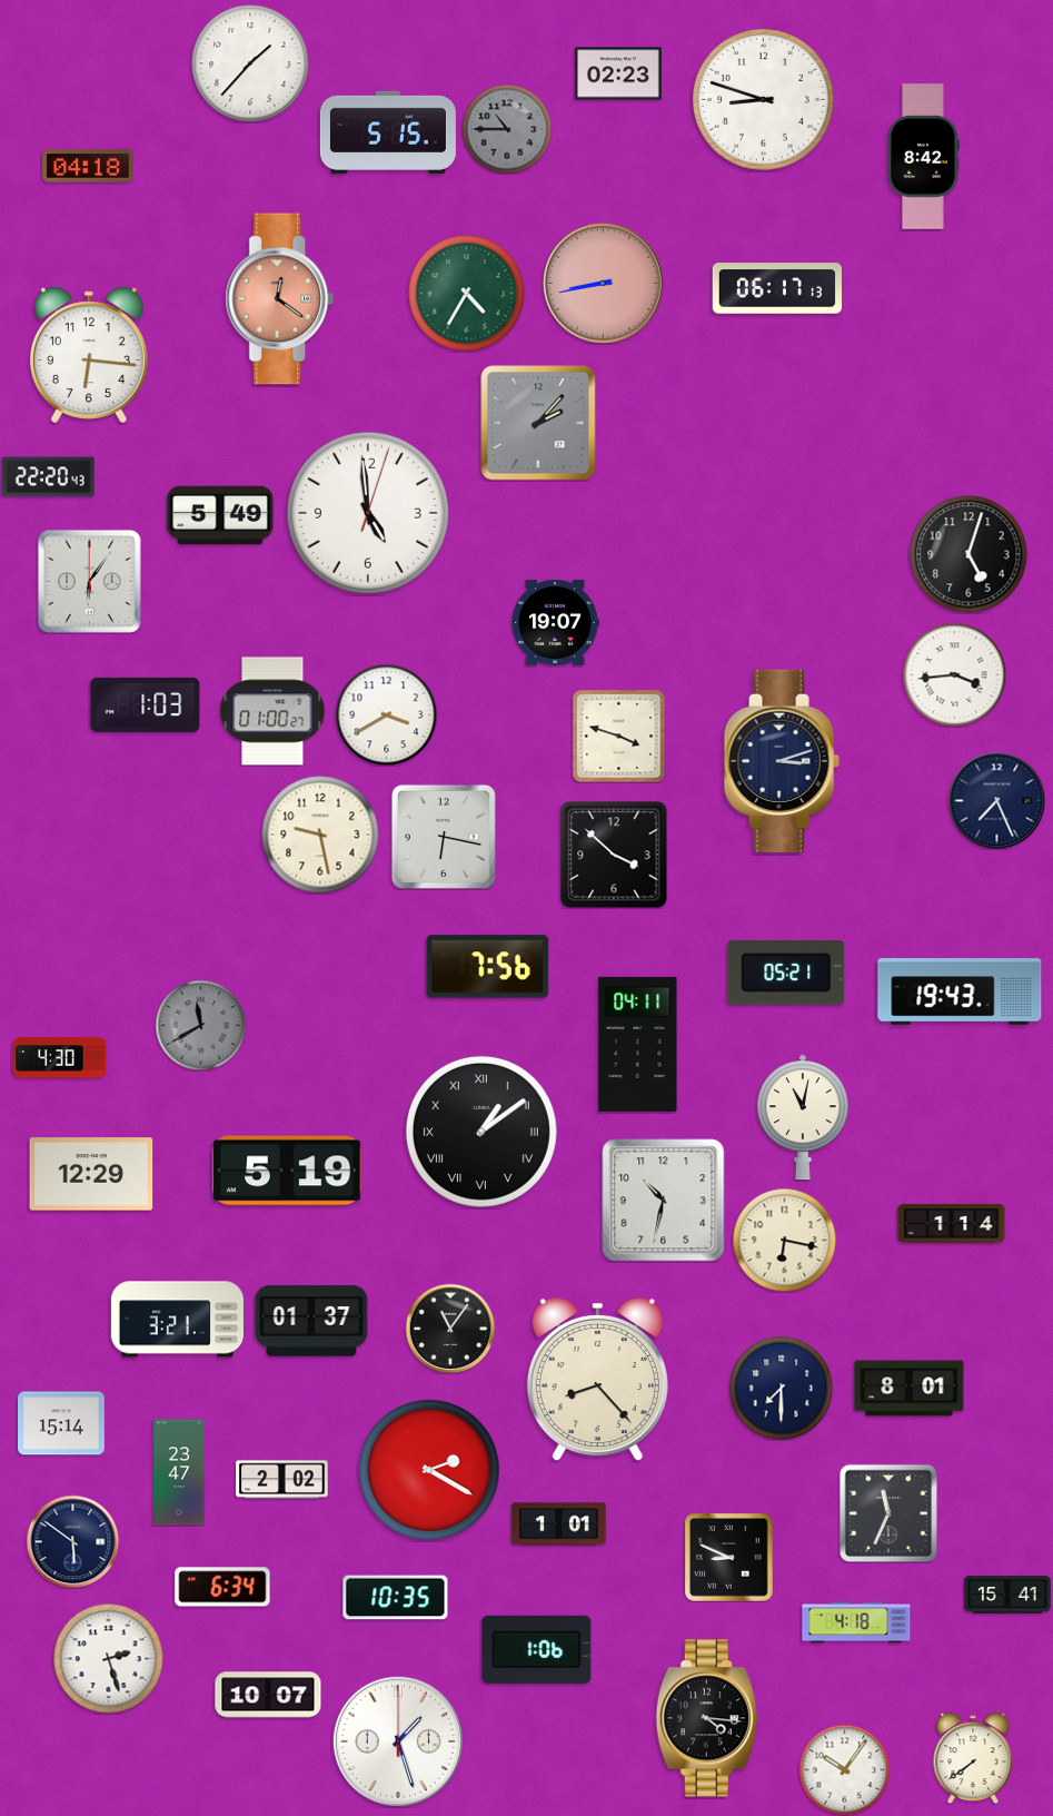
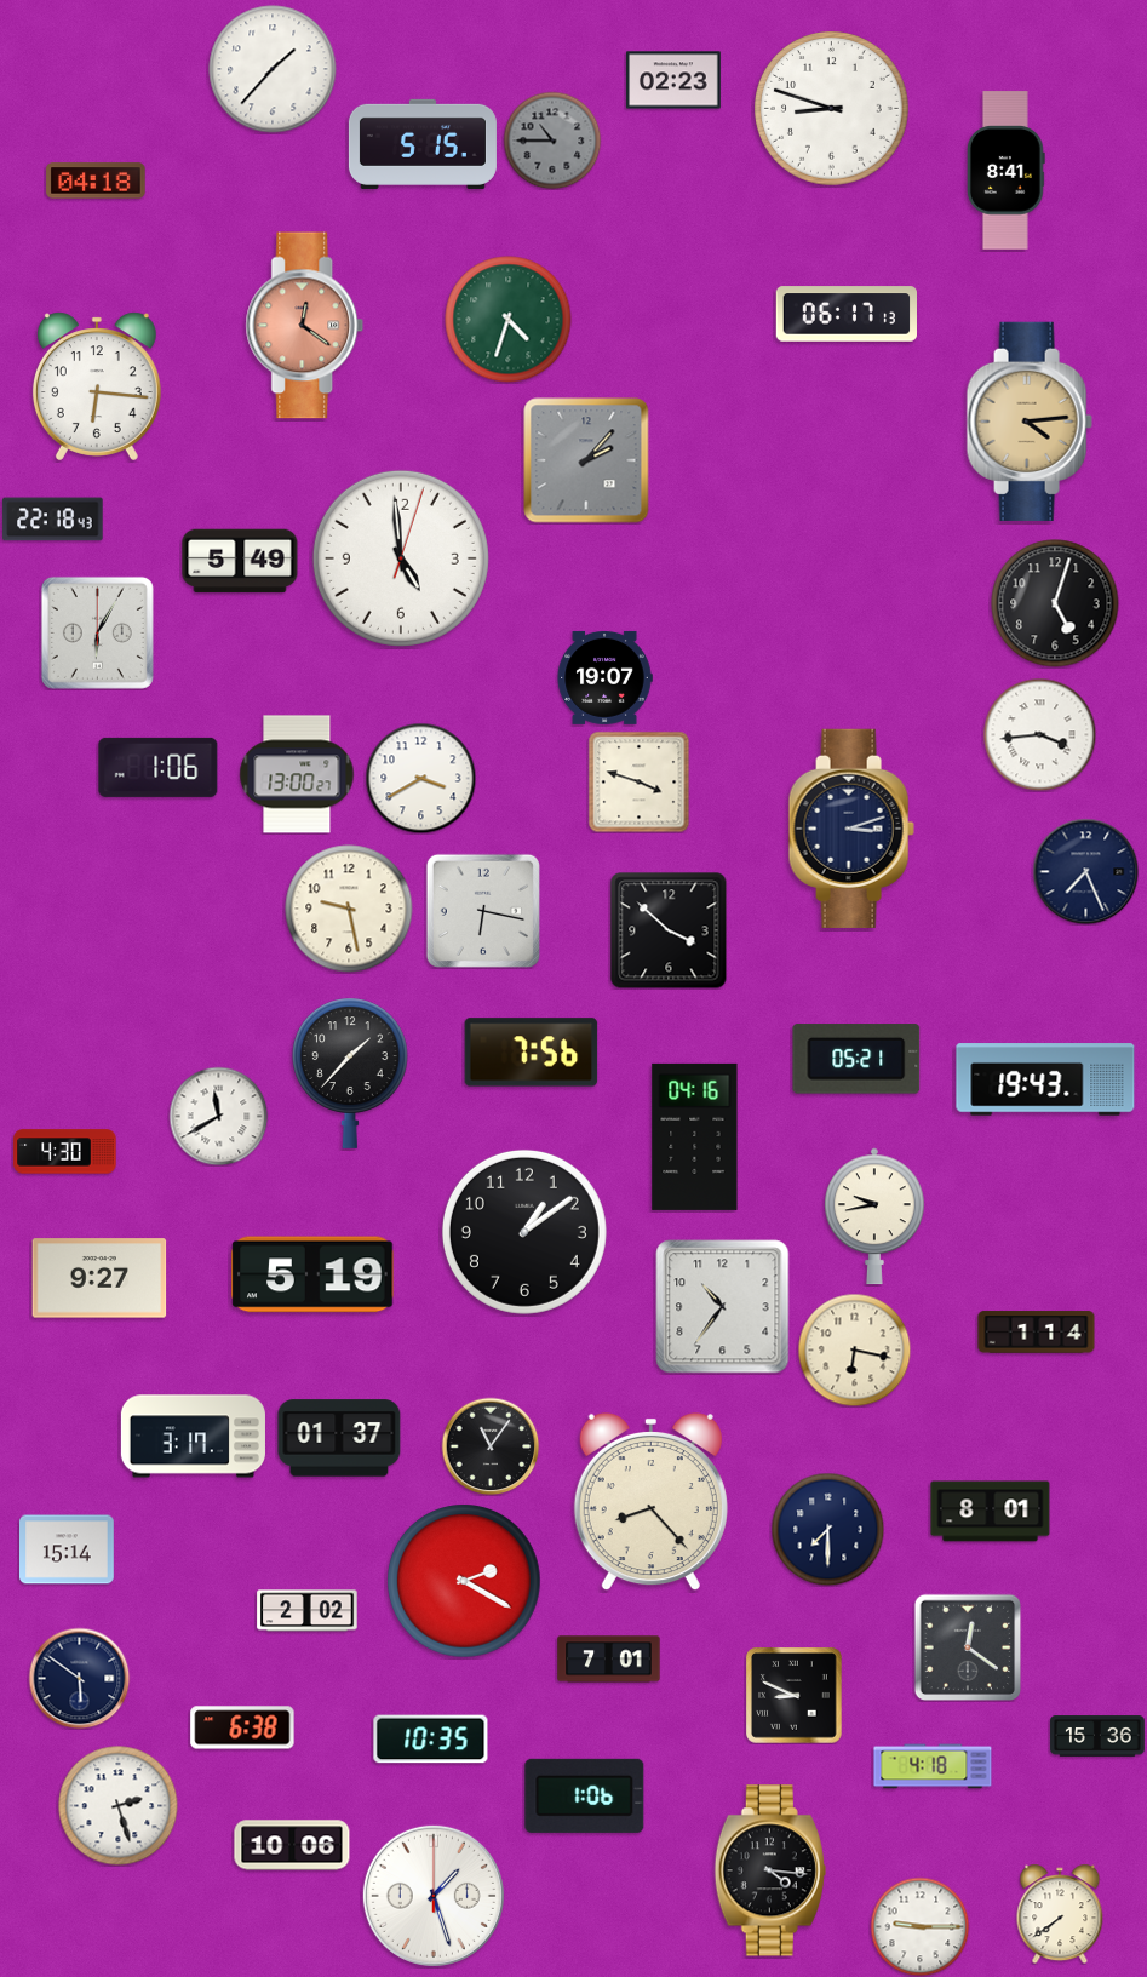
clock at (924, 157): 8:42 -> 8:41
clock at (604, 284): 8:43 -> none
clock at (467, 294): 4:35 -> 4:33
clock at (1030, 422): none -> 4:14
clock at (49, 477): 22:20 -> 22:18
clock at (89, 581): 6:06 -> 6:05
clock at (146, 704): 1:03 -> 1:06
clock at (272, 711): 01:00 -> 13:00
clock at (618, 736) position: (618, 736) -> (638, 781)
clock at (351, 1073): none -> 1:37
clock at (200, 1025) dial: grey -> white
clock at (638, 1044): 04:11 -> 04:16
clock at (804, 1117): 11:02 -> 9:43
clock at (481, 1132) numerals: Roman -> Arabic
clock at (91, 1174): 12:29 -> 9:27
clock at (664, 1201): 10:32 -> 10:36
clock at (177, 1320): 3:21 -> 3:17
clock at (781, 1388) position: (781, 1388) -> (827, 1529)
clock at (429, 1470) position: (429, 1470) -> (464, 1581)
clock at (179, 1472): 23:47 -> none
clock at (888, 1513): 11:34 -> 12:21
clock at (559, 1524): 1:01 -> 7:01
clock at (222, 1587): 6:34 -> 6:38
clock at (1007, 1595): 15:41 -> 15:36
clock at (268, 1695): 10:07 -> 10:06
clock at (844, 1769): 10:06 -> 9:15
